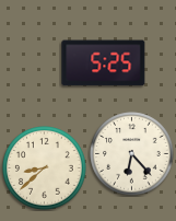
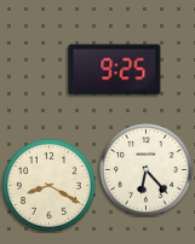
clock at (104, 63): 5:25 -> 9:25
clock at (45, 168): 8:38 -> 8:20
